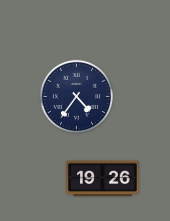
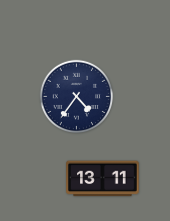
clock at (103, 179): 19:26 -> 13:11
